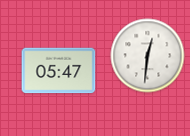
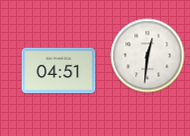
clock at (59, 71): 05:47 -> 04:51
